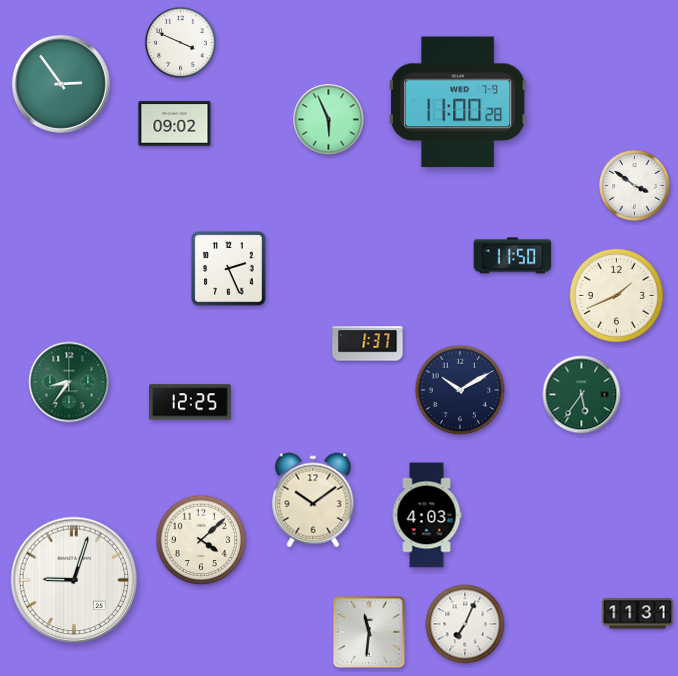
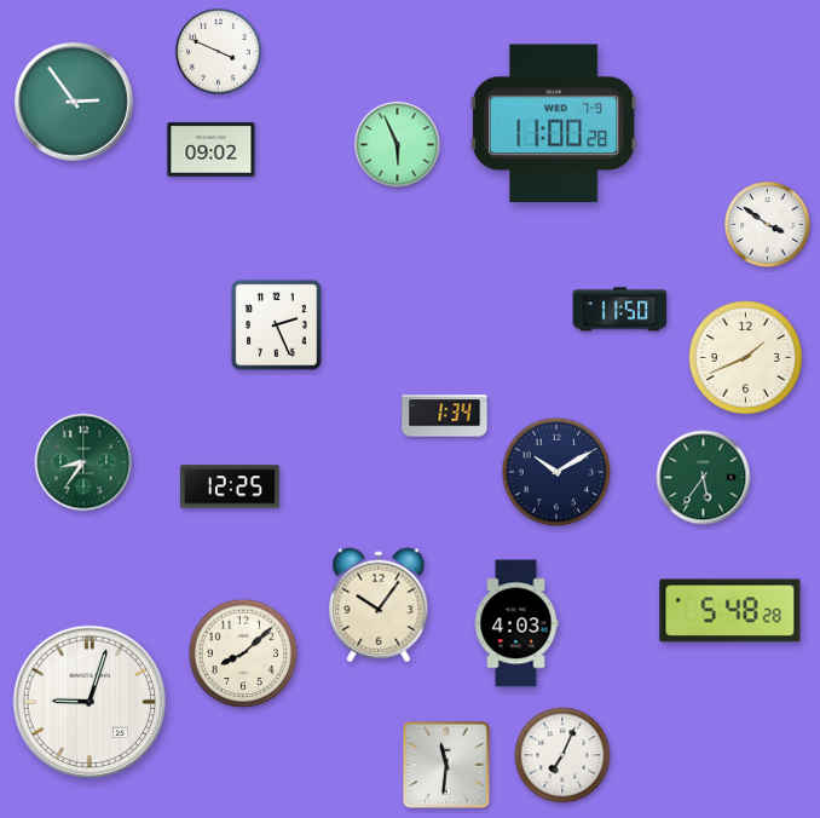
clock at (368, 344): 1:37 -> 1:34
clock at (313, 500): 10:09 -> 10:06
clock at (731, 611): none -> 5:48
clock at (201, 540): 4:08 -> 8:08
clock at (638, 614): 11:31 -> none
